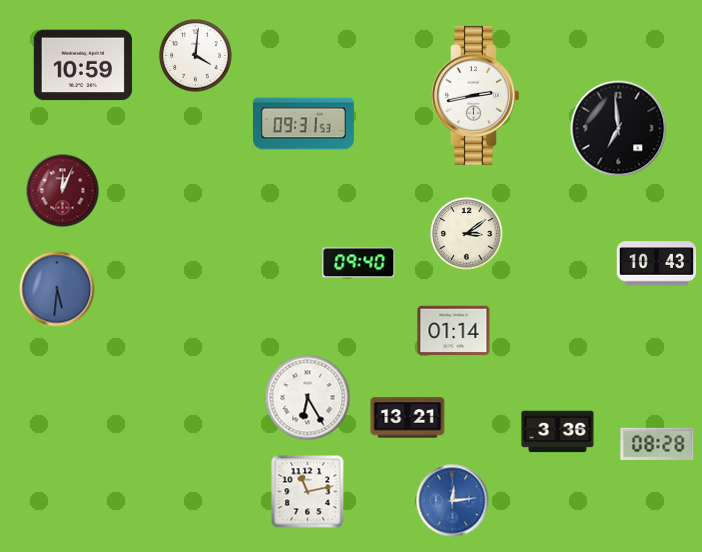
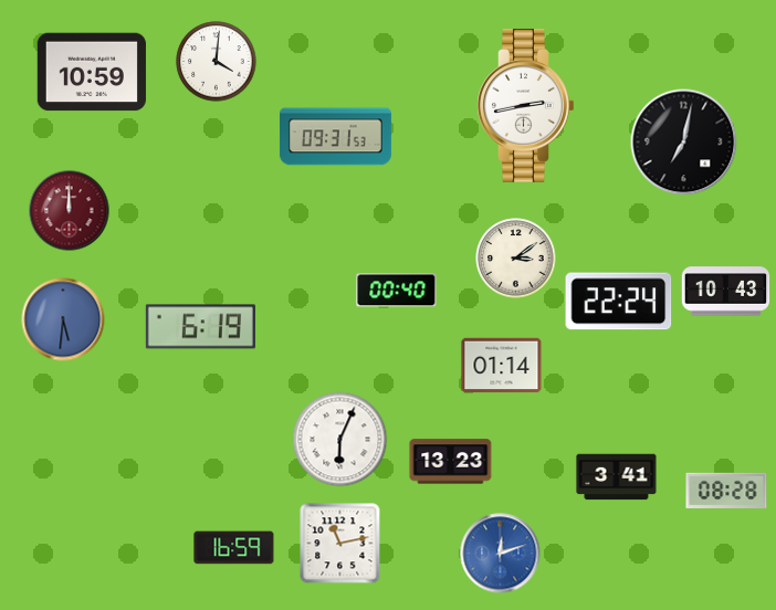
clock at (619, 129): 6:59 -> 7:02
clock at (63, 191): 12:04 -> 12:00
clock at (359, 263): 09:40 -> 00:40
clock at (619, 302): none -> 22:24
clock at (200, 327): none -> 6:19
clock at (308, 398): 6:25 -> 6:04
clock at (408, 418): 13:21 -> 13:23
clock at (558, 432): 3:36 -> 3:41
clock at (234, 548): none -> 16:59
clock at (453, 501): 12:14 -> 12:12
